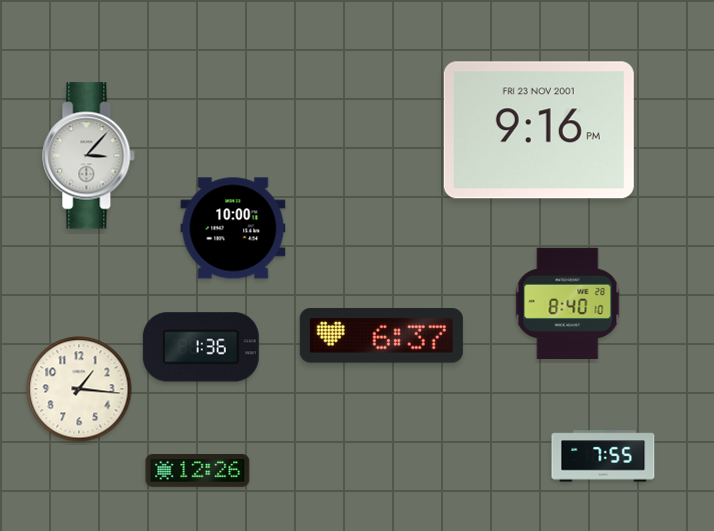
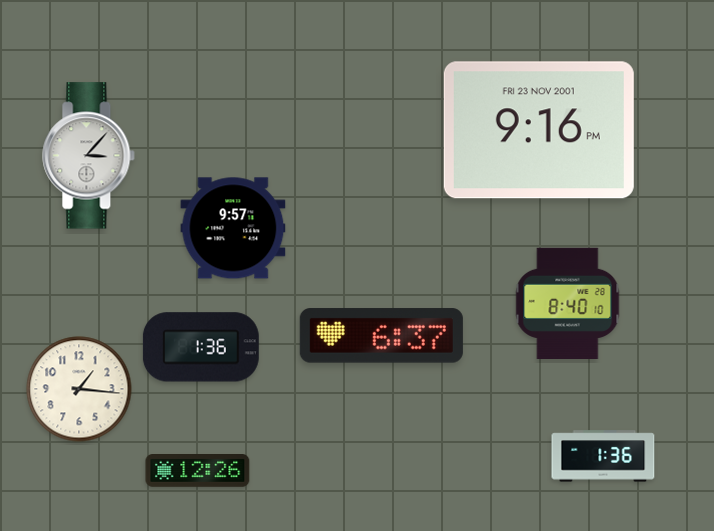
clock at (233, 228): 10:00 -> 9:57
clock at (603, 456): 7:55 -> 1:36
